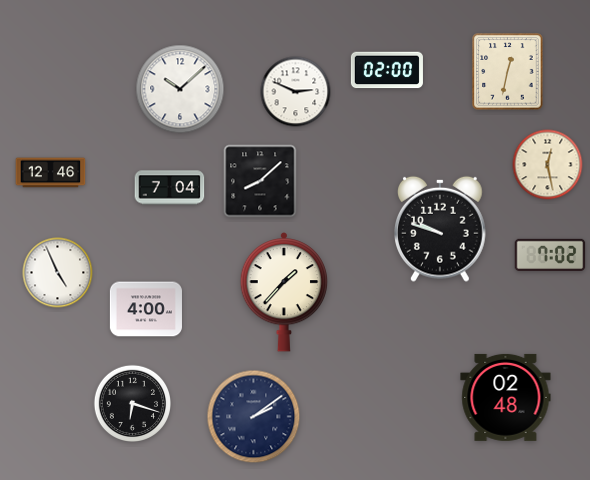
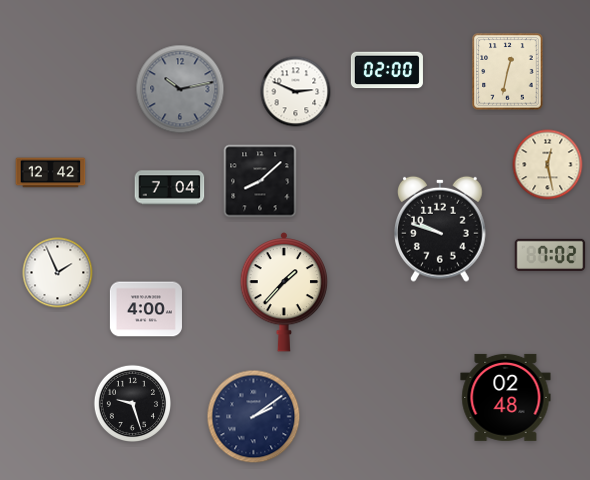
clock at (180, 89): 10:08 -> 10:13
clock at (180, 89) dial: white -> grey
clock at (51, 173): 12:46 -> 12:42
clock at (58, 273): 4:56 -> 1:56
clock at (132, 403): 6:18 -> 9:27
